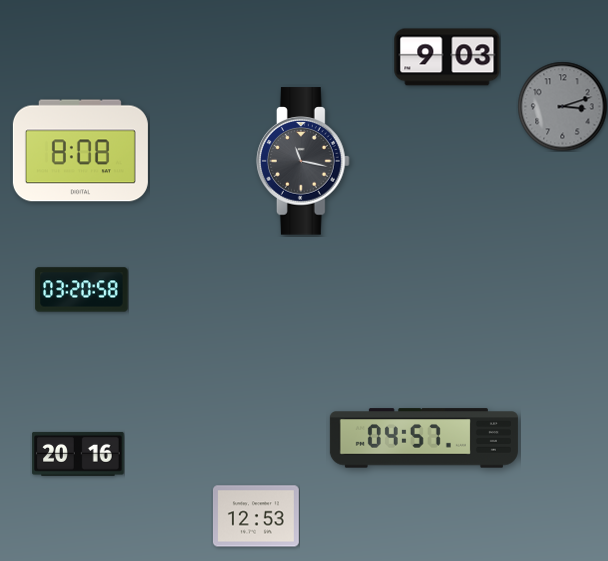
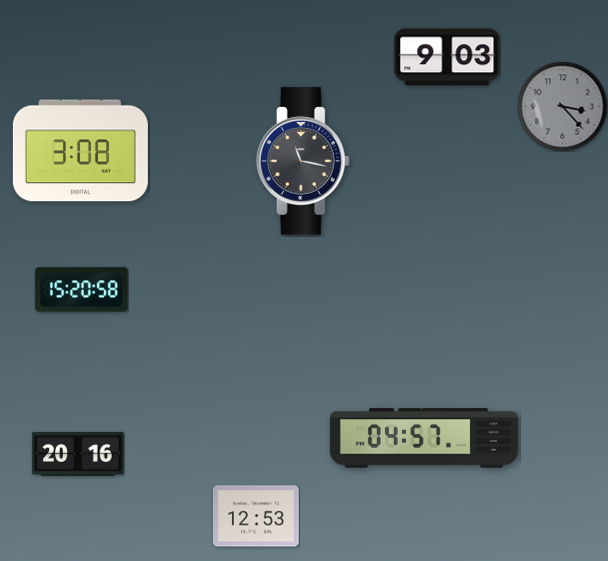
clock at (562, 106): 3:12 -> 3:23
clock at (80, 151): 8:08 -> 3:08
clock at (82, 290): 03:20 -> 15:20
